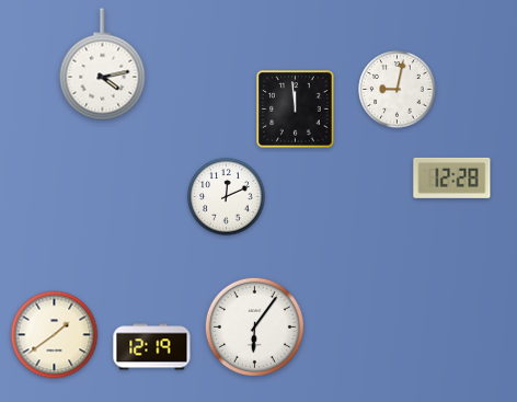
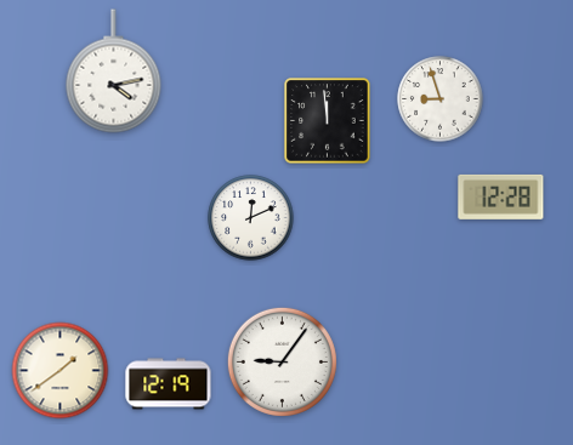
clock at (398, 90): 9:02 -> 8:57
clock at (254, 326): 6:06 -> 9:06
